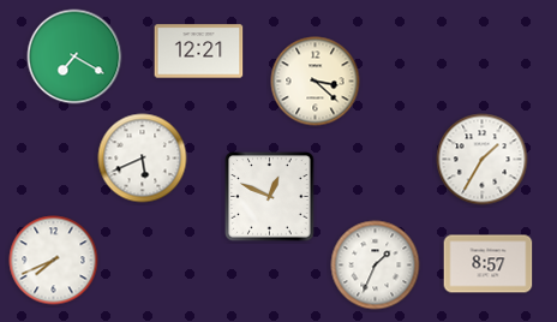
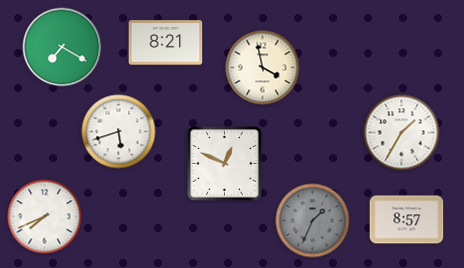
clock at (199, 52): 12:21 -> 8:21
clock at (316, 82): 3:22 -> 3:58
clock at (143, 159): 5:41 -> 5:42
clock at (376, 266) dial: white -> grey
